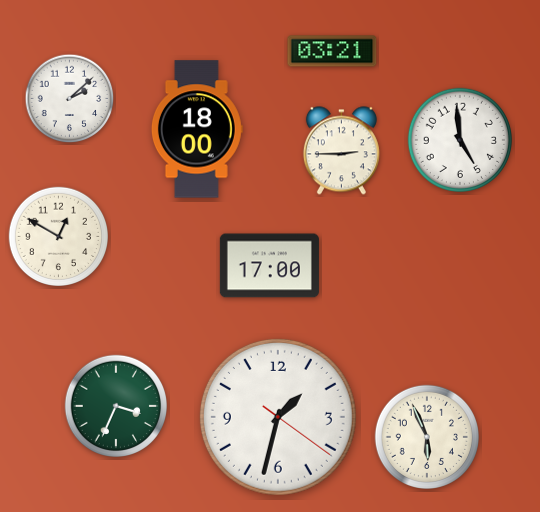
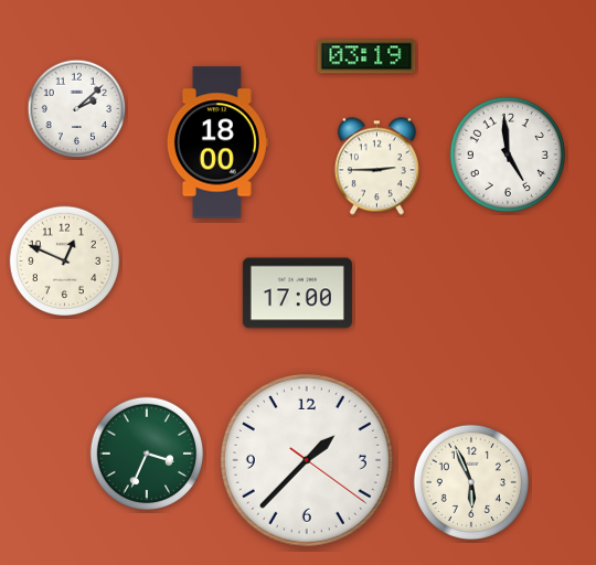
clock at (332, 51): 03:21 -> 03:19
clock at (58, 236): 12:50 -> 12:49
clock at (115, 405) position: (115, 405) -> (146, 452)
clock at (278, 417): 1:32 -> 1:37
